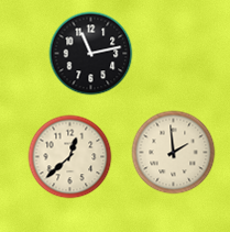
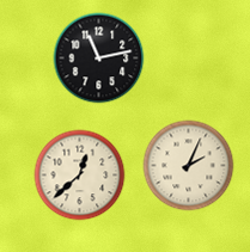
clock at (174, 153): 1:59 -> 2:04
clock at (70, 157) position: (70, 157) -> (80, 176)
